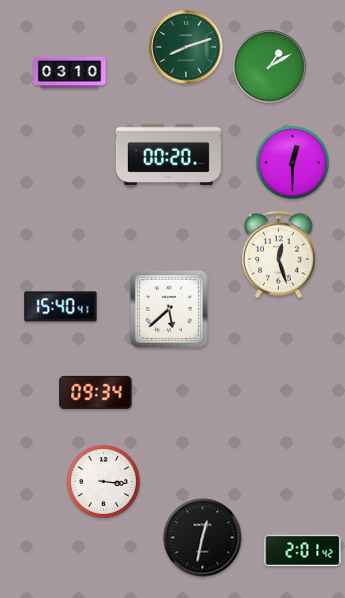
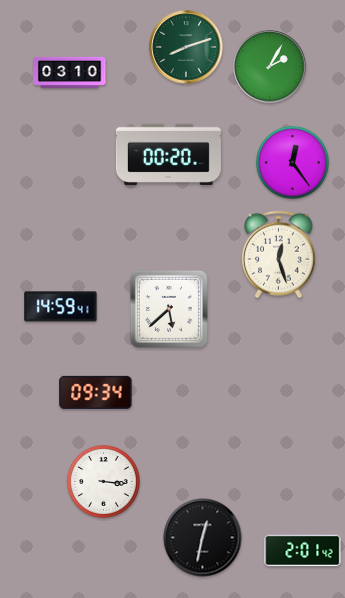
clock at (270, 67): 1:10 -> 2:05
clock at (292, 162): 12:30 -> 12:24
clock at (61, 307): 15:40 -> 14:59
